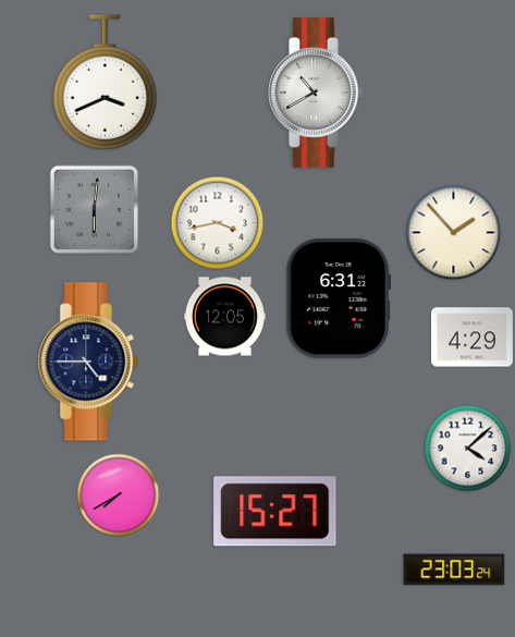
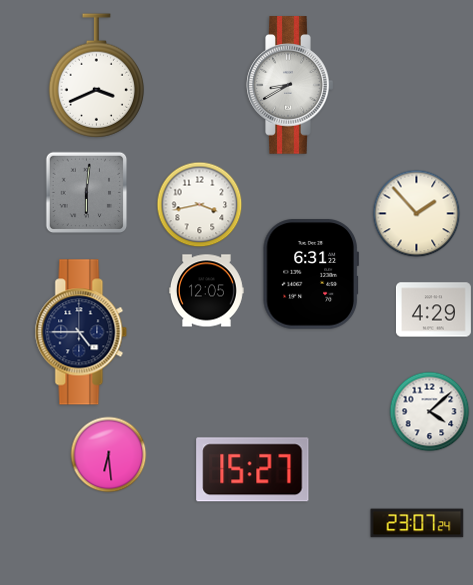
clock at (316, 93): 10:40 -> 8:40
clock at (119, 495): 7:40 -> 6:29
clock at (454, 569): 23:03 -> 23:07
